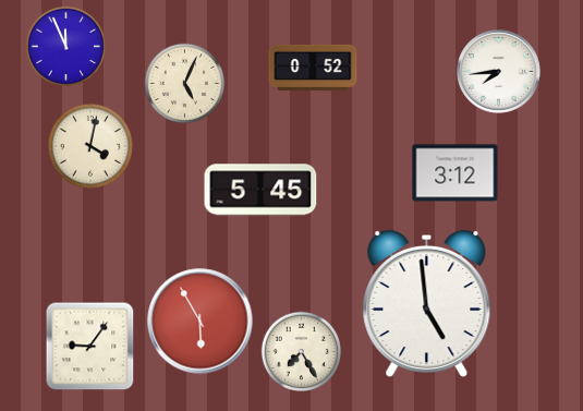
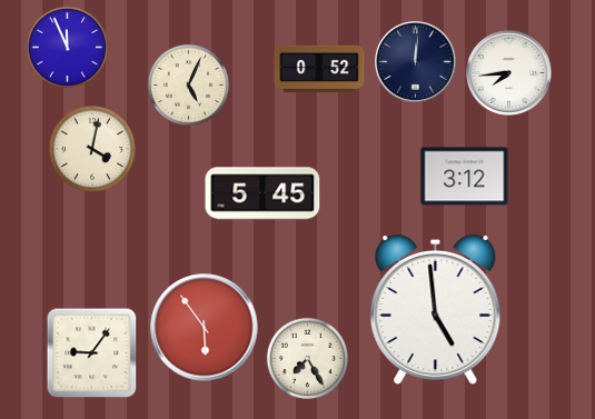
clock at (416, 62): none -> 12:01
clock at (260, 190) position: (260, 190) -> (262, 193)
clock at (201, 322): 5:55 -> 5:54
